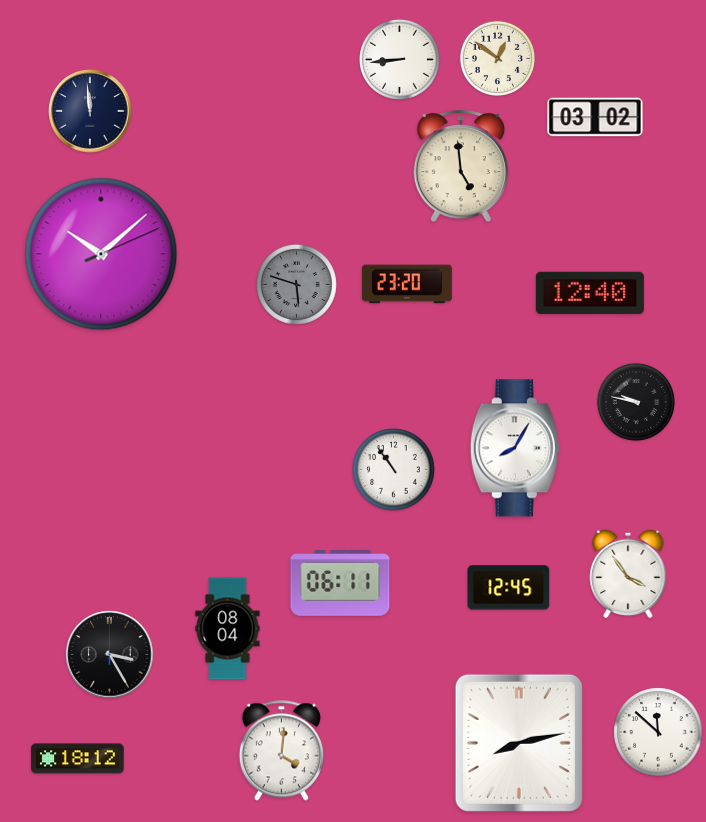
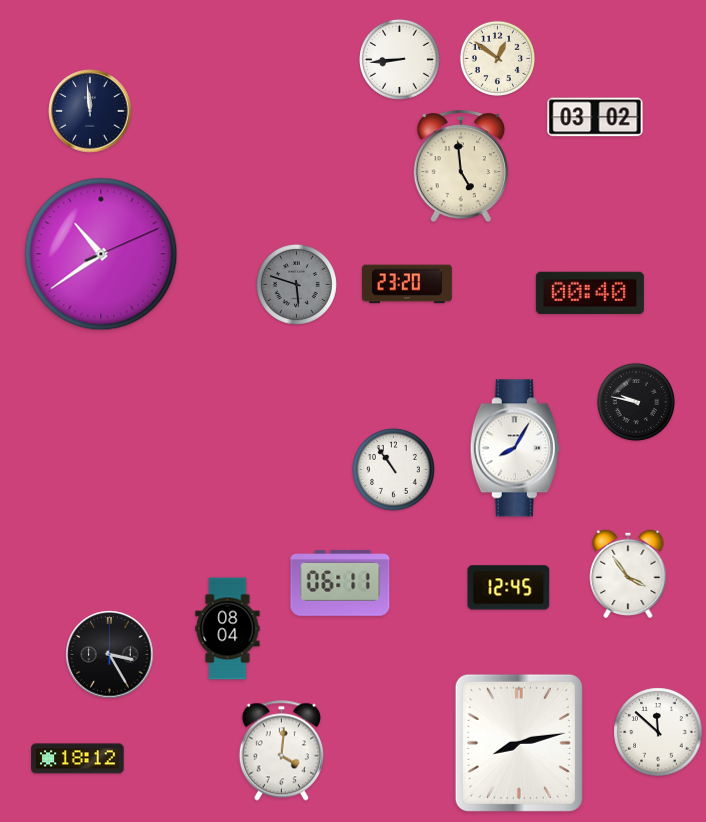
clock at (101, 254): 10:08 -> 10:39
clock at (590, 292): 12:40 -> 00:40
